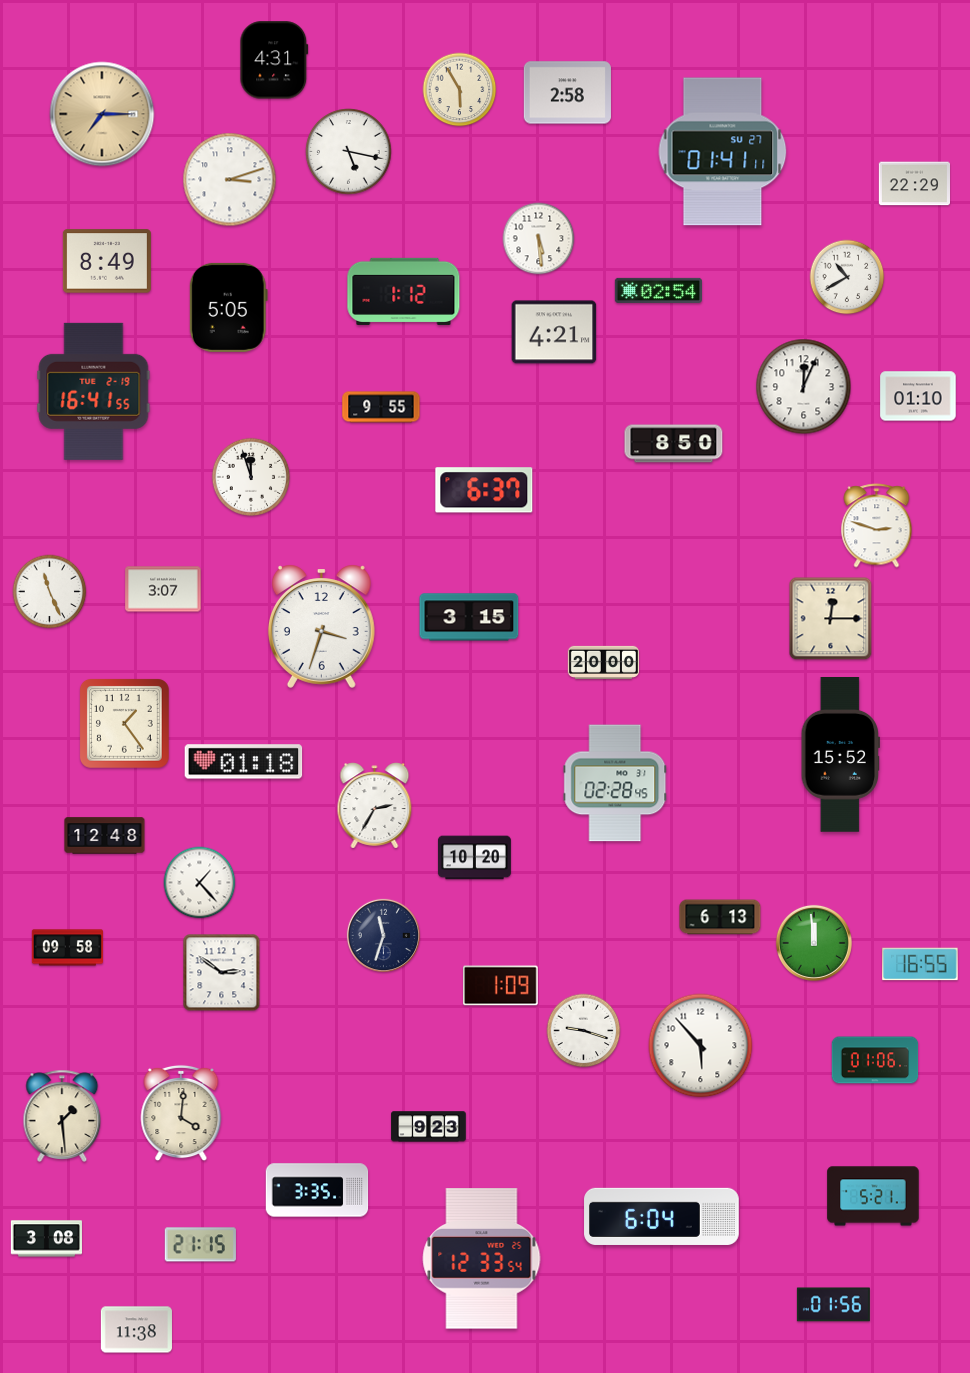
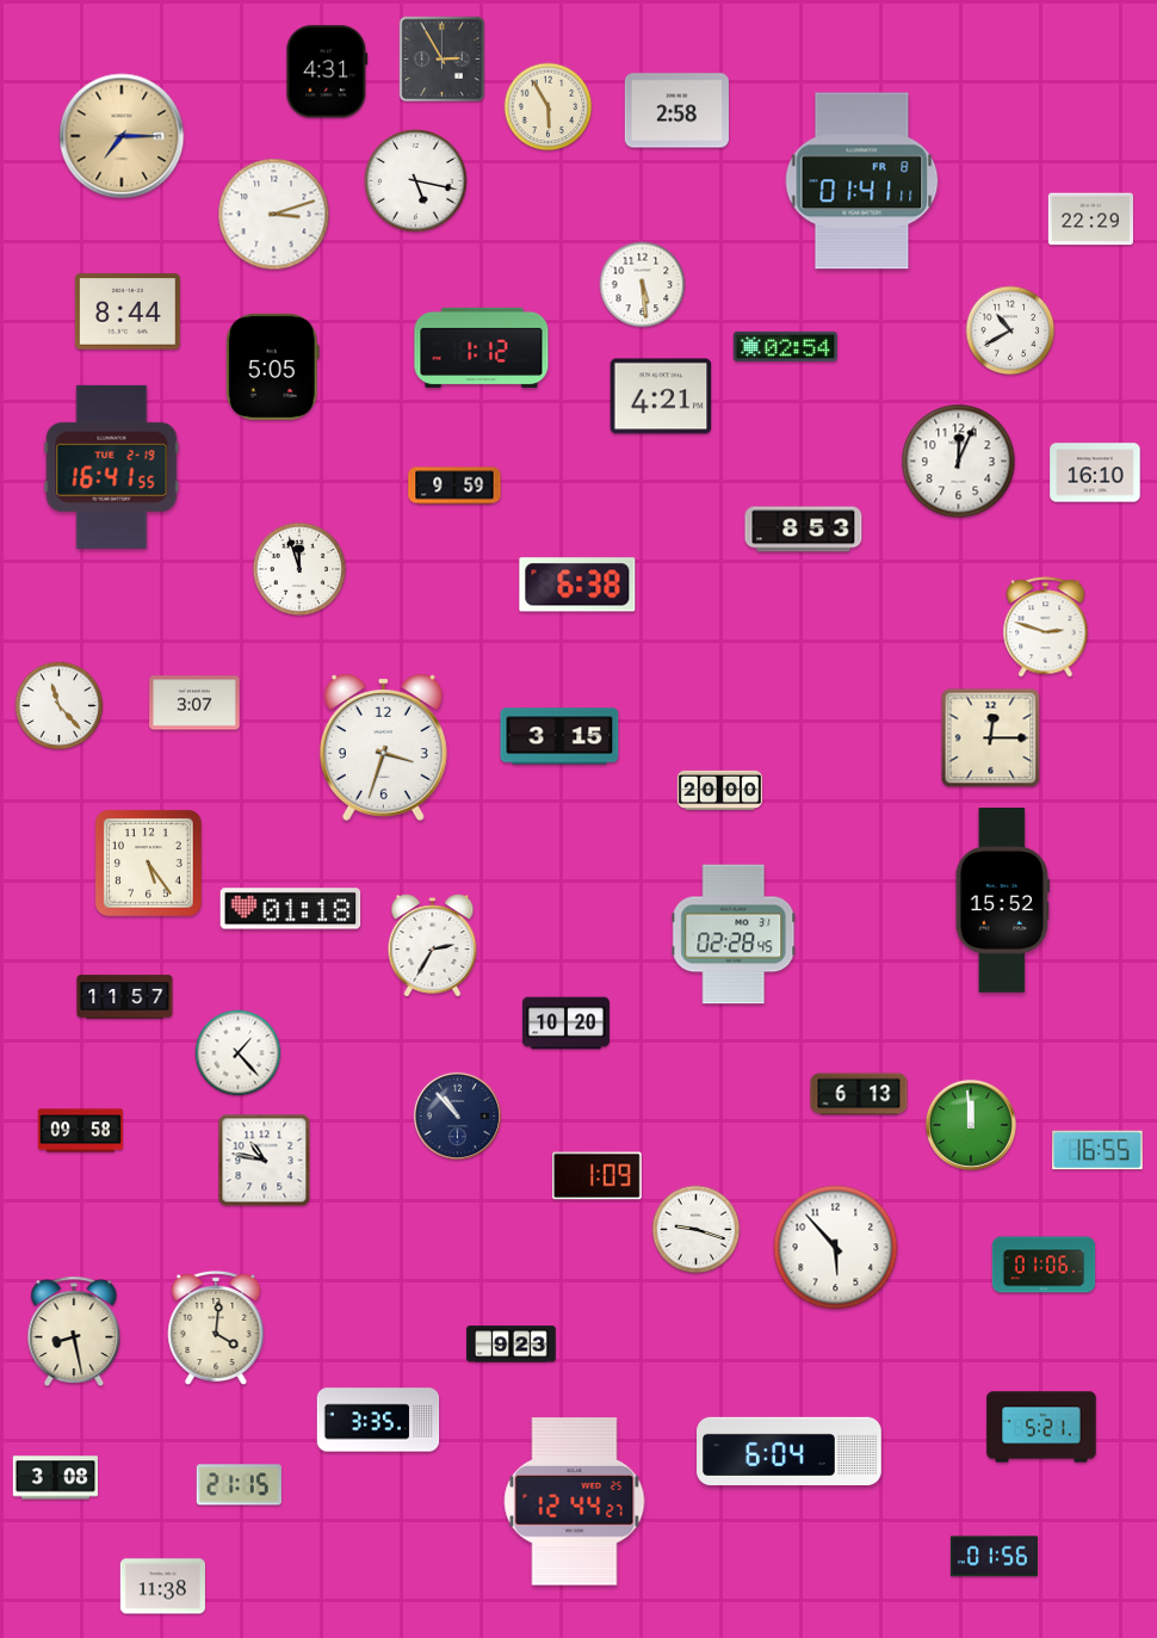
clock at (443, 60): none -> 2:55
clock at (723, 152) date: SU 27 -> FR 8
clock at (107, 261): 8:49 -> 8:44
clock at (918, 396): 01:10 -> 16:10
clock at (381, 407): 9:55 -> 9:59
clock at (674, 444): 8:50 -> 8:53
clock at (484, 490): 6:37 -> 6:38
clock at (50, 592): 11:26 -> 11:23
clock at (124, 723): 1:24 -> 5:24
clock at (375, 806) position: (375, 806) -> (433, 946)
clock at (105, 836): 12:48 -> 11:57
clock at (383, 935): 11:33 -> 10:53
clock at (222, 973): 2:51 -> 10:47
clock at (62, 1116): 1:29 -> 8:28
clock at (482, 1259): 12:33 -> 12:44
